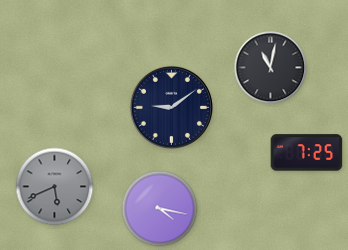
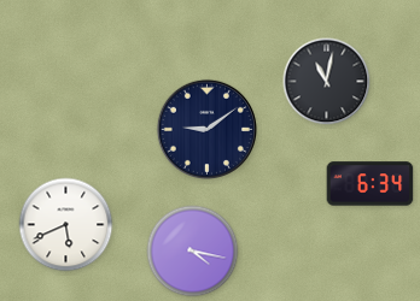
clock at (307, 153): 7:25 -> 6:34
clock at (55, 187) dial: grey -> white
